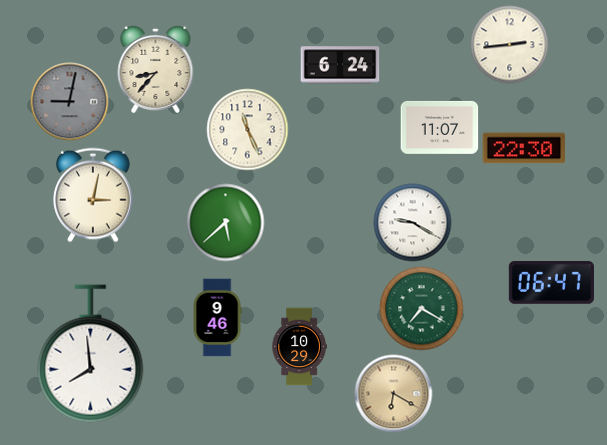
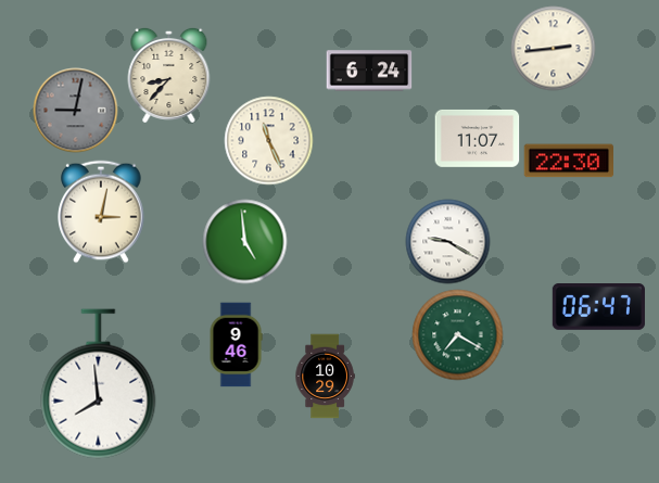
clock at (225, 222): 5:38 -> 4:59
clock at (393, 393): 6:20 -> none
